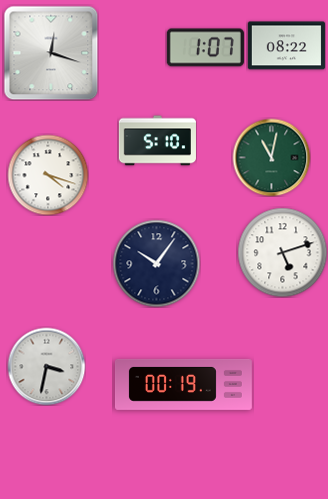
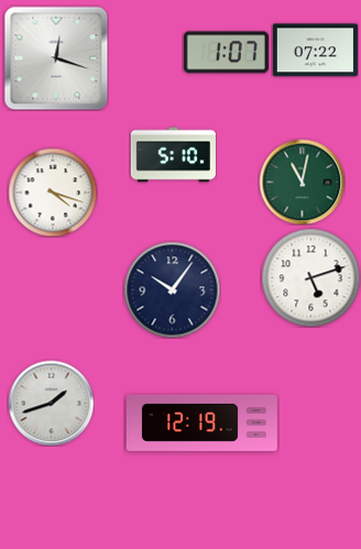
clock at (286, 46): 08:22 -> 07:22
clock at (271, 157) position: (271, 157) -> (302, 182)
clock at (46, 366): 3:32 -> 1:42
clock at (183, 384): 00:19 -> 12:19
